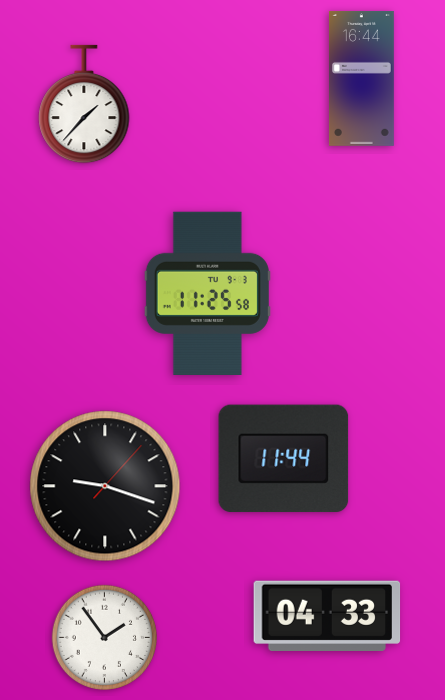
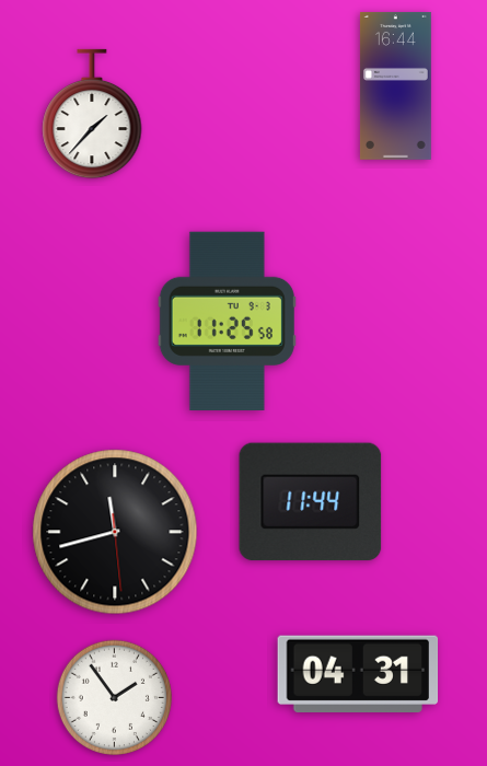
clock at (105, 486): 9:18 -> 11:42
clock at (327, 615): 04:33 -> 04:31
